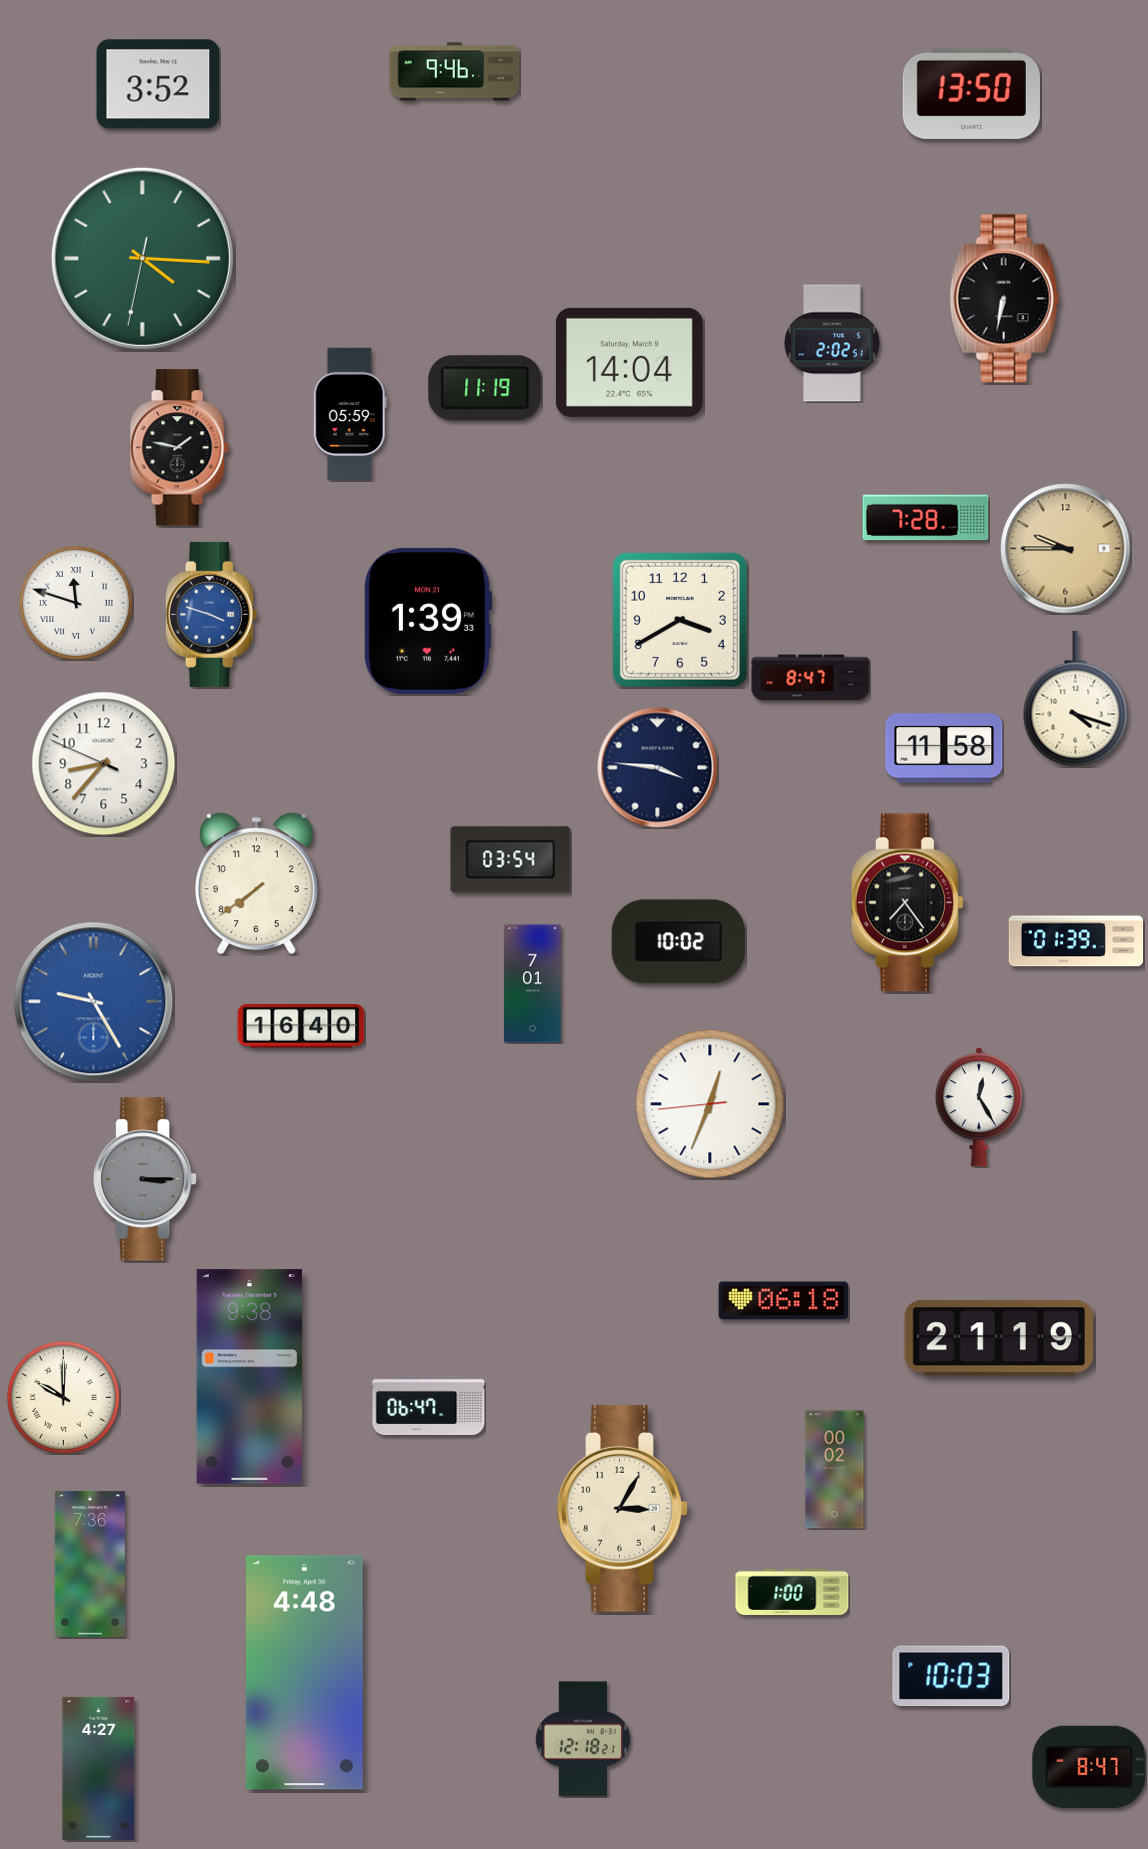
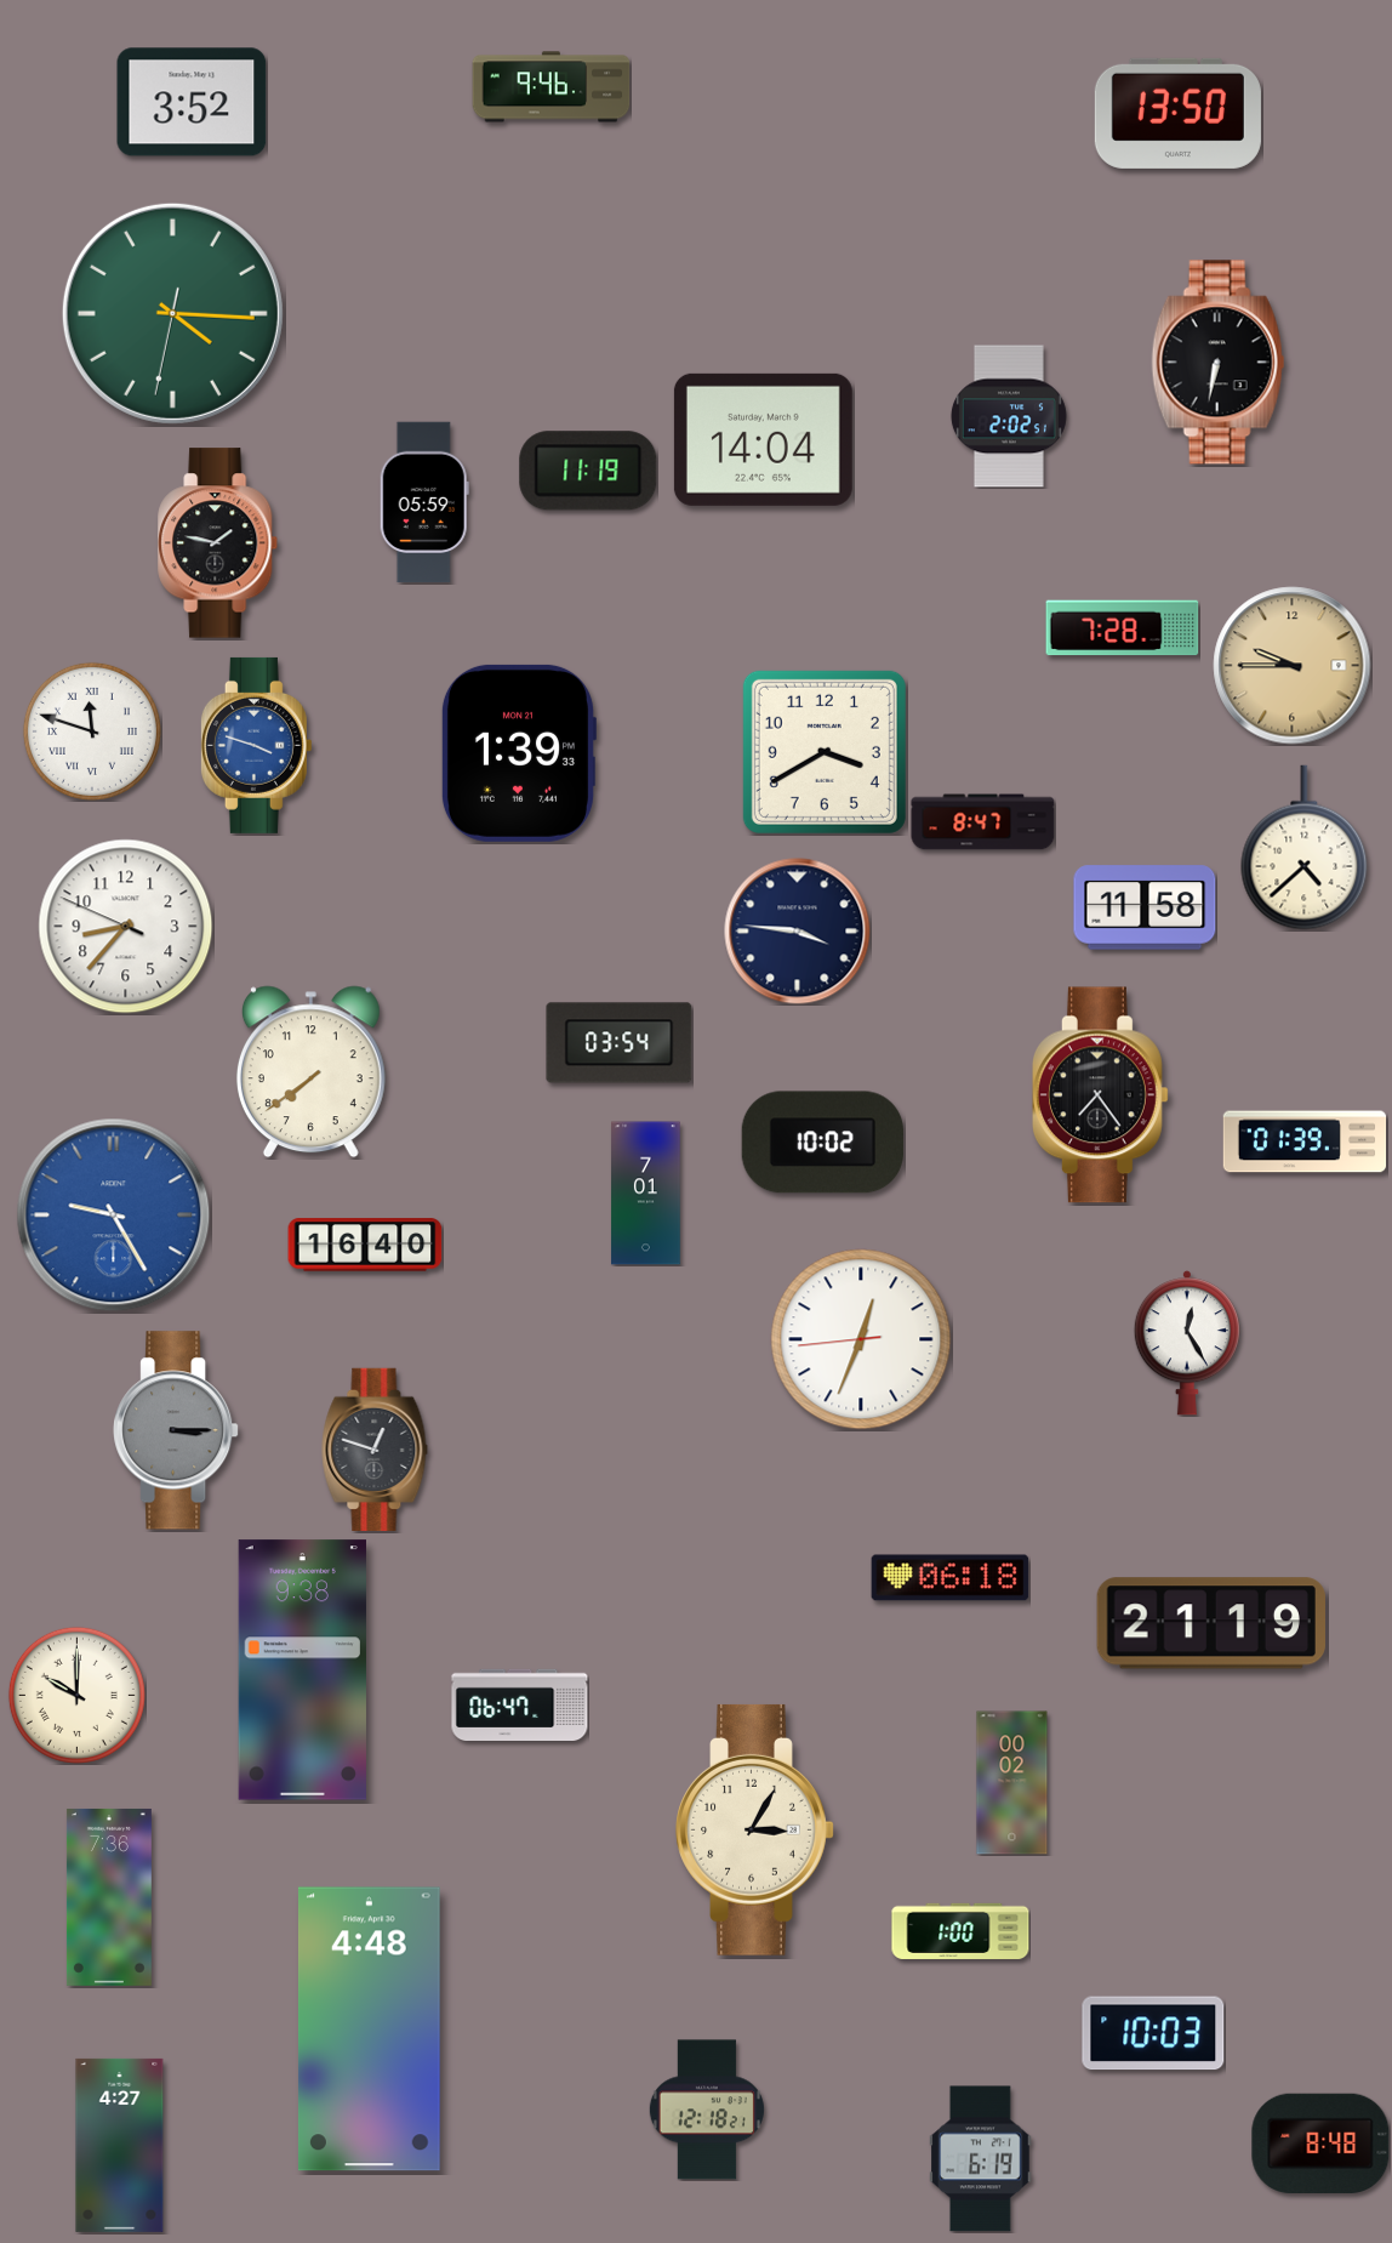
clock at (1076, 699): 4:18 -> 4:38
clock at (375, 1448): none -> 12:48
clock at (1089, 1767): 8:47 -> 8:48
clock at (981, 2159): none -> 6:19
